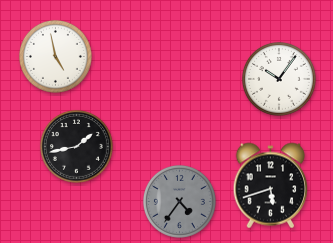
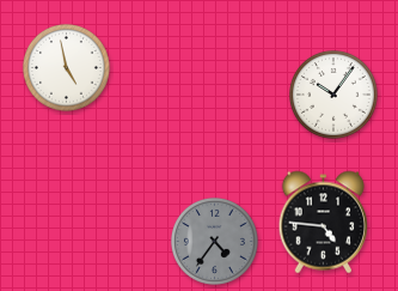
clock at (76, 146): 1:43 -> none
clock at (271, 186): 5:42 -> 4:46
